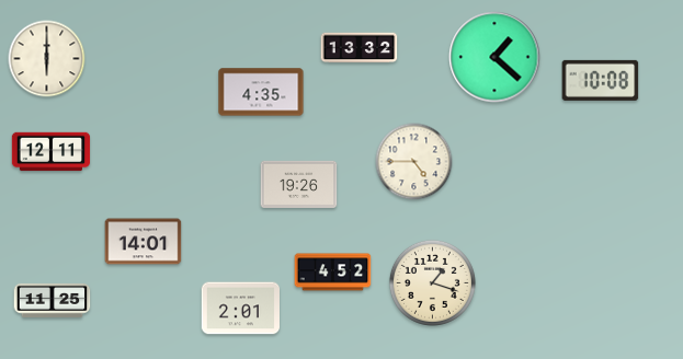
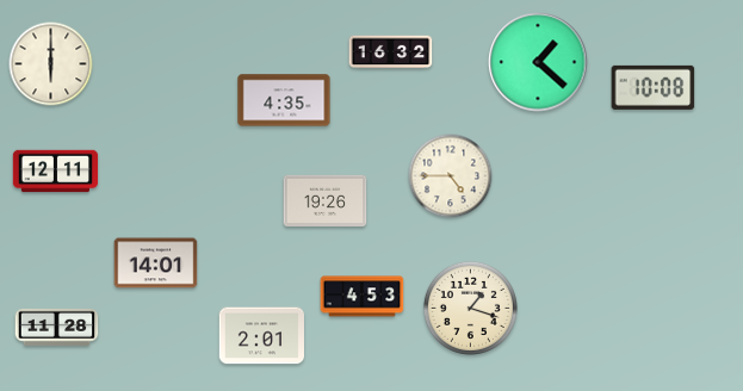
clock at (360, 48): 13:32 -> 16:32
clock at (52, 152) position: (52, 152) -> (56, 172)
clock at (333, 273): 4:52 -> 4:53
clock at (53, 300): 11:25 -> 11:28
